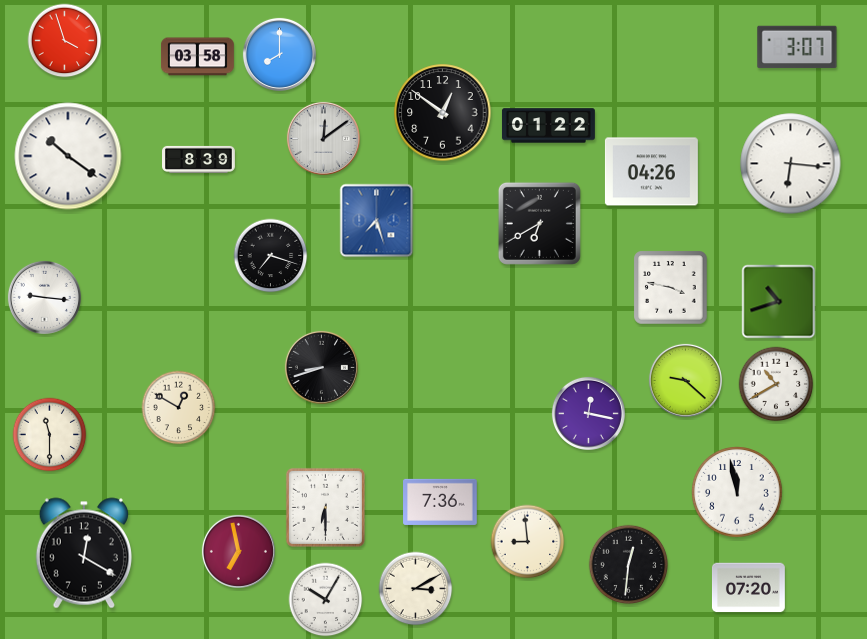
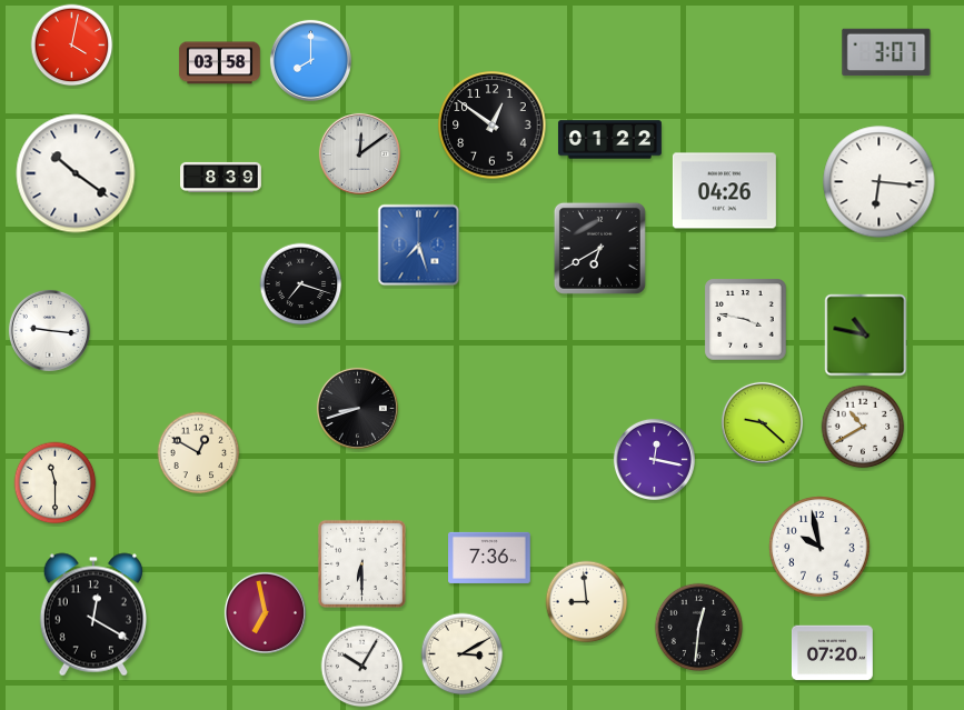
clock at (65, 41): 3:57 -> 4:02
clock at (779, 302): 10:42 -> 10:47
clock at (738, 493): 11:58 -> 9:58
